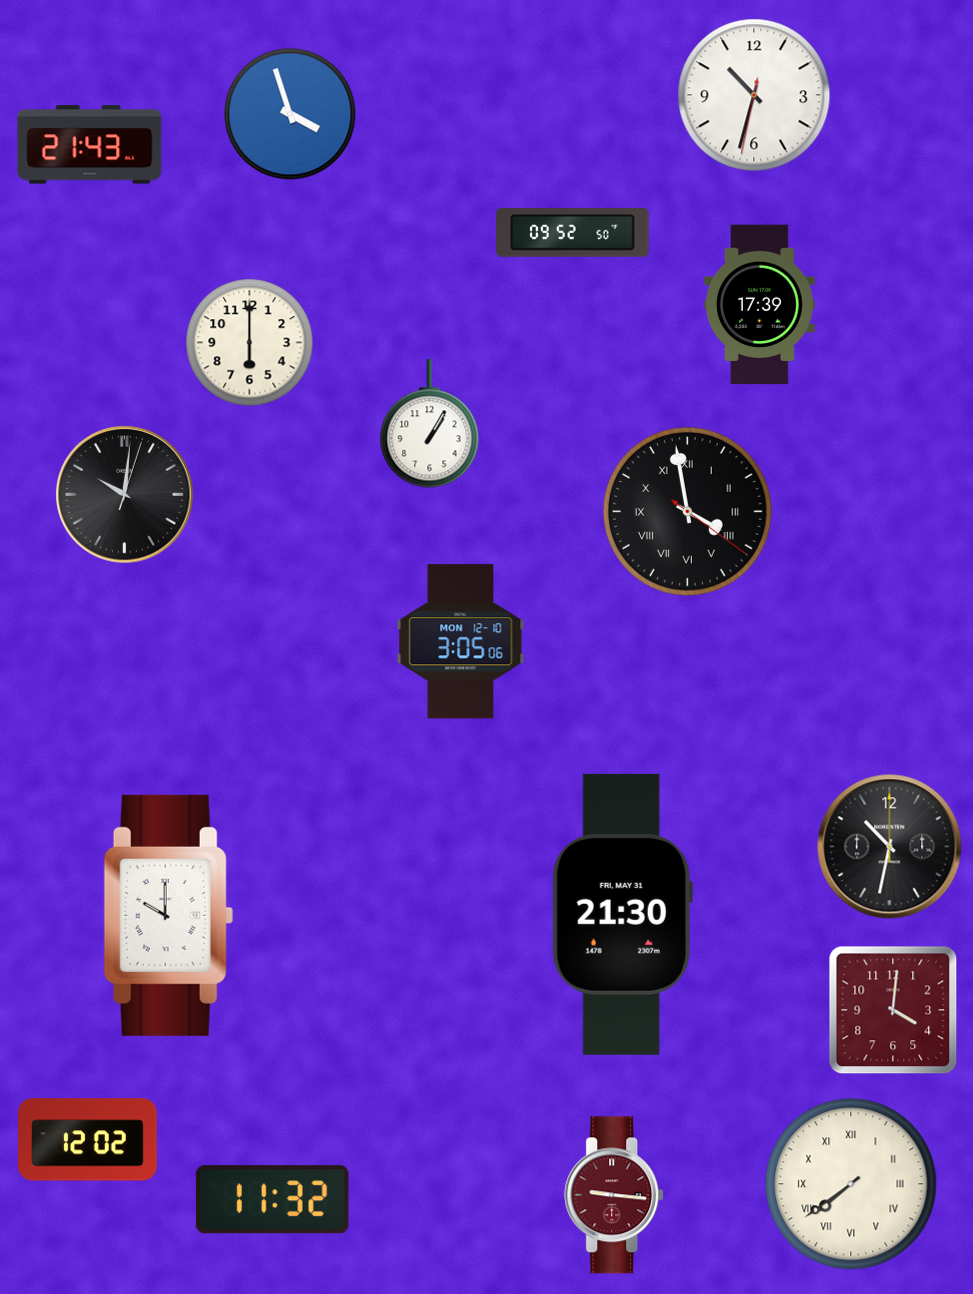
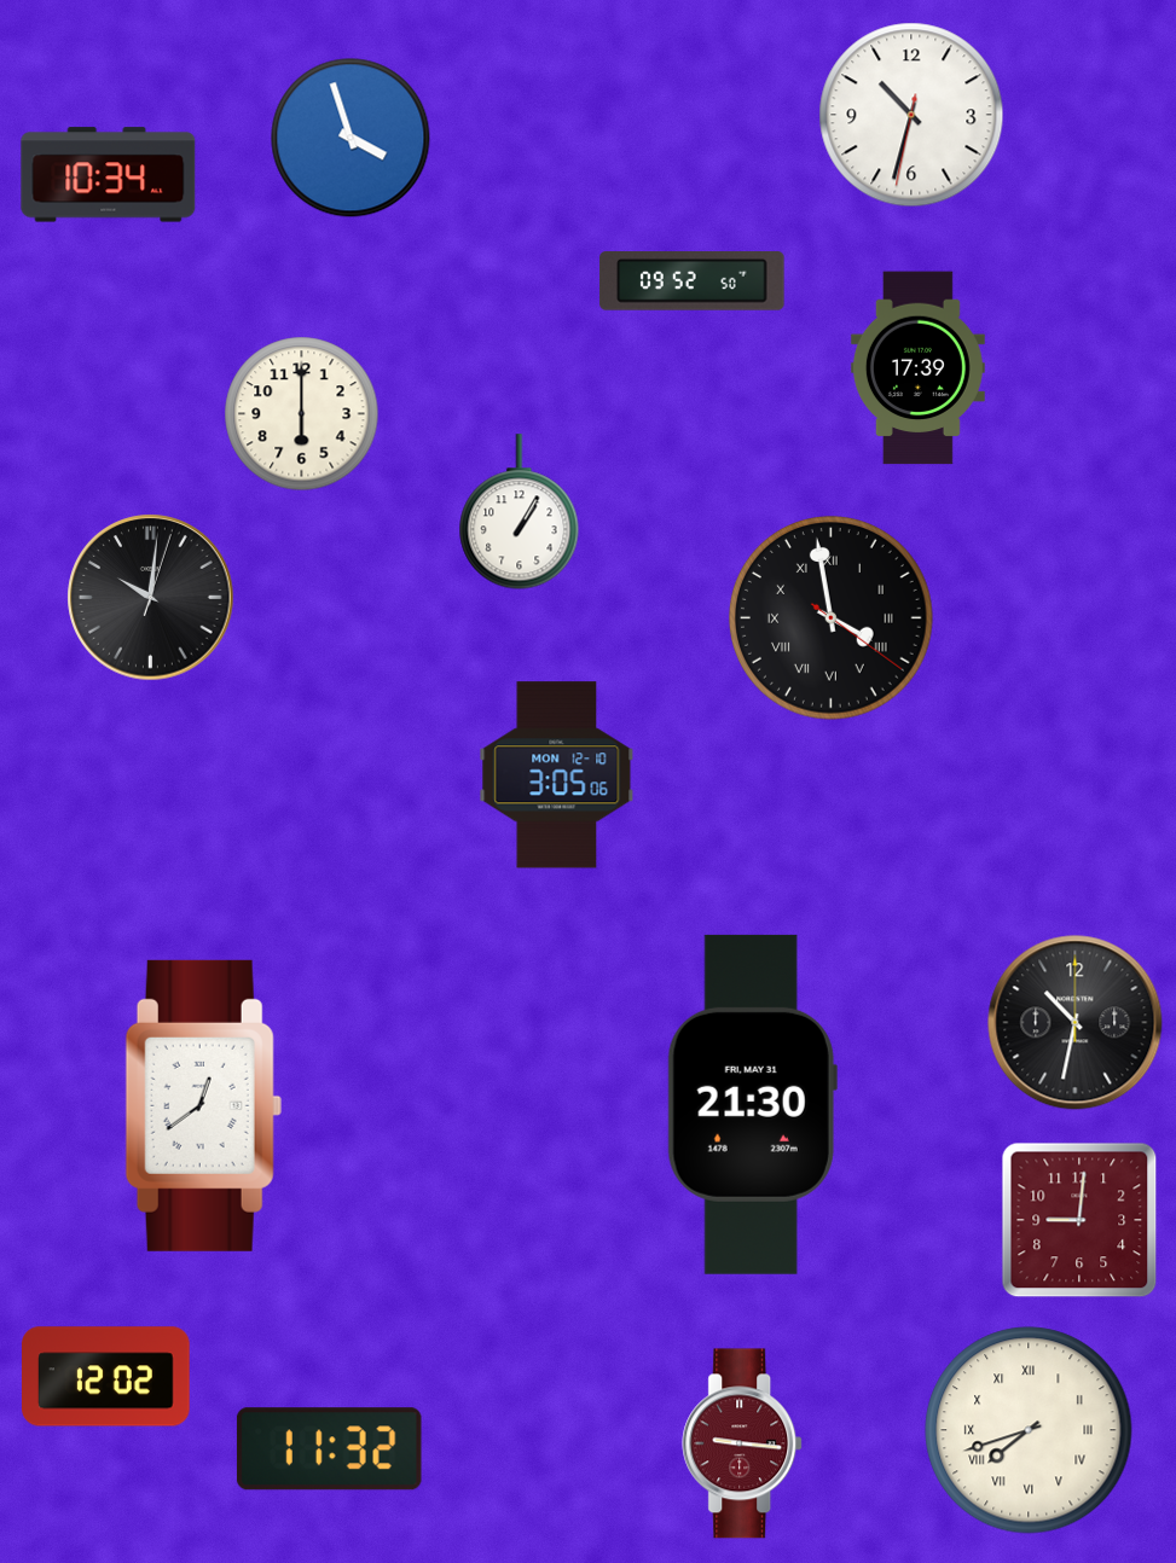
clock at (90, 145): 21:43 -> 10:34
clock at (168, 915): 10:00 -> 12:39
clock at (893, 1010): 4:01 -> 9:01
clock at (851, 1184): 7:39 -> 7:42
